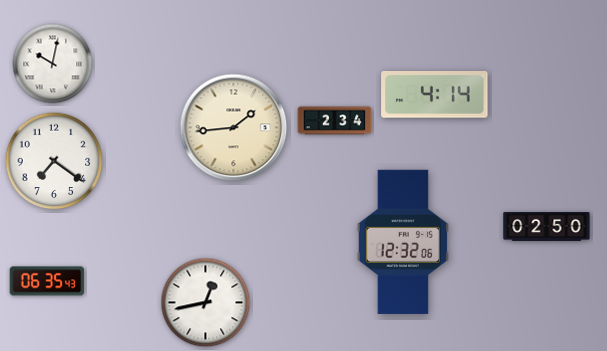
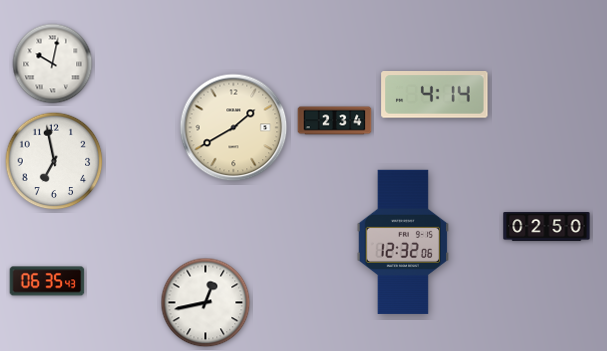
clock at (234, 128): 1:44 -> 1:40
clock at (54, 161): 7:21 -> 6:58
